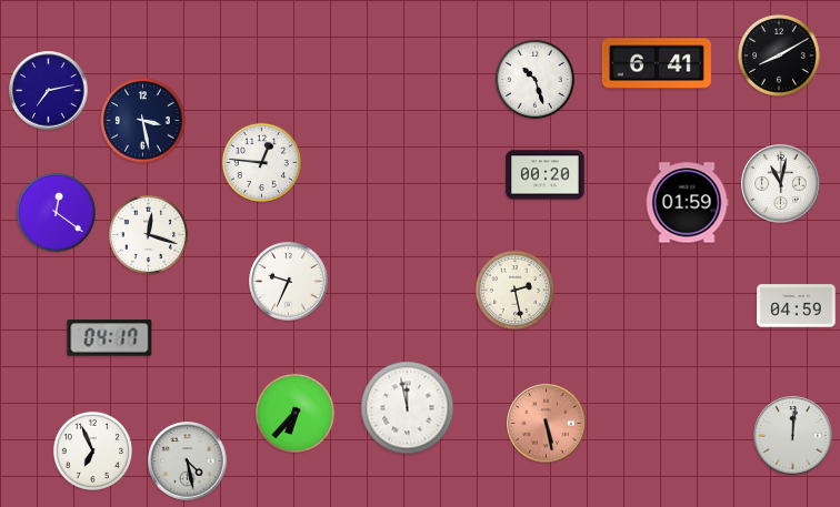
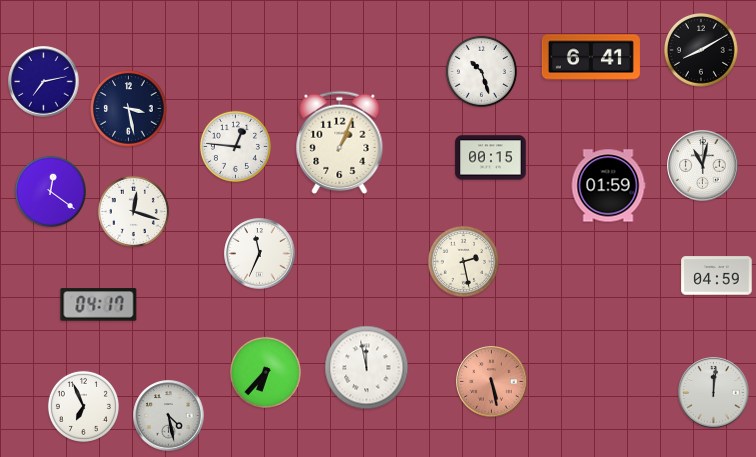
clock at (340, 143): none -> 1:04
clock at (546, 175): 00:20 -> 00:15
clock at (687, 203) position: (687, 203) -> (608, 186)
clock at (289, 282): 9:34 -> 11:34
